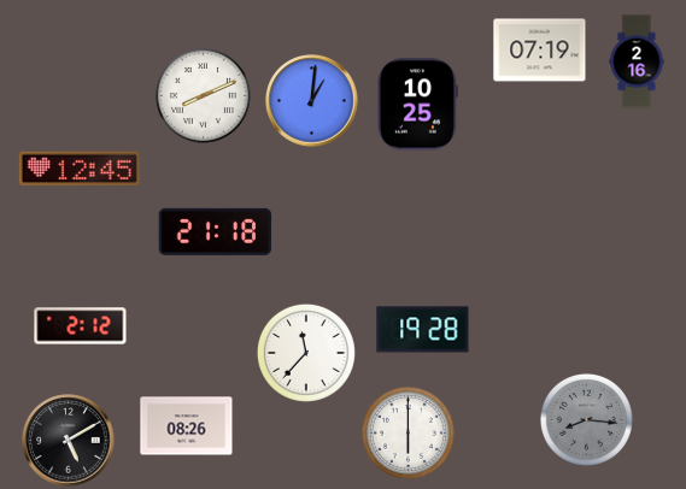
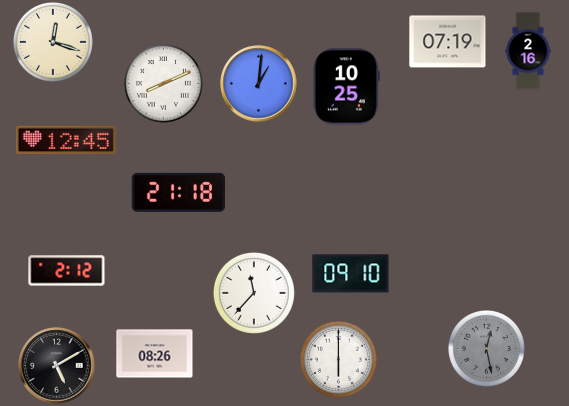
clock at (53, 42): none -> 12:18
clock at (203, 95) position: (203, 95) -> (163, 83)
clock at (423, 330): 19:28 -> 09:10
clock at (586, 419): 8:16 -> 12:28
